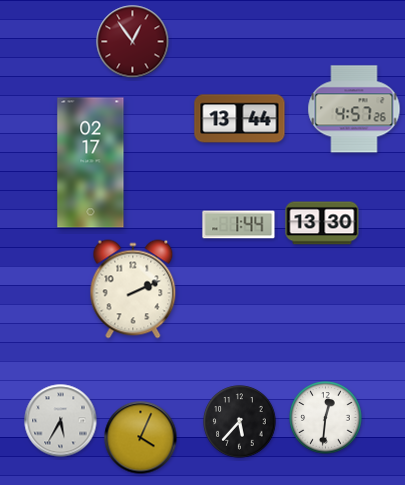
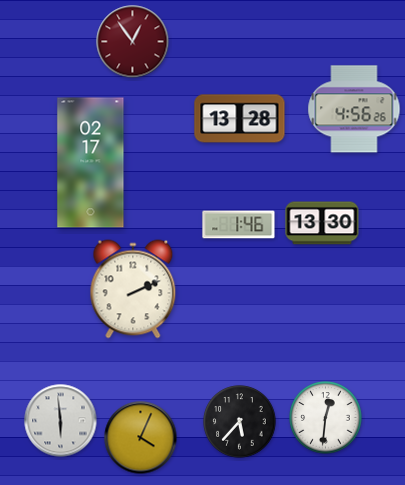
clock at (354, 109): 4:57 -> 4:56
clock at (240, 119): 13:44 -> 13:28
clock at (239, 225): 1:44 -> 1:46
clock at (61, 421): 5:35 -> 5:59
